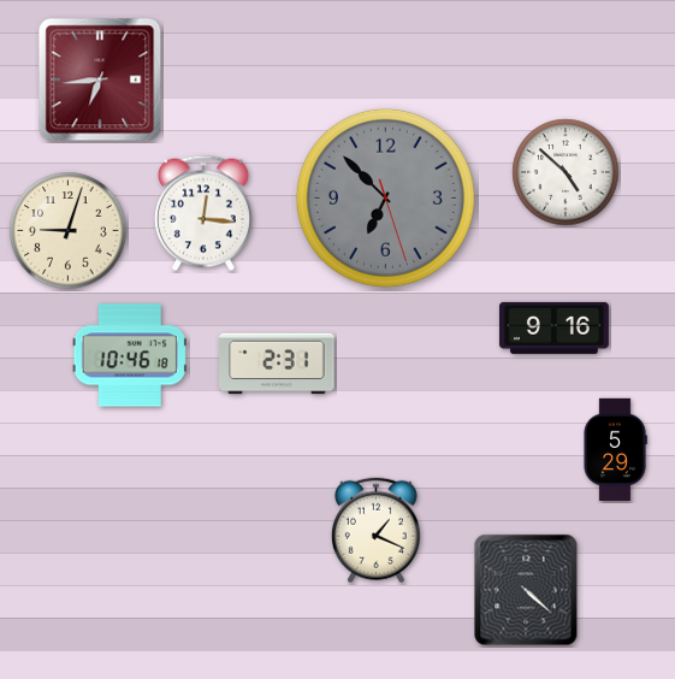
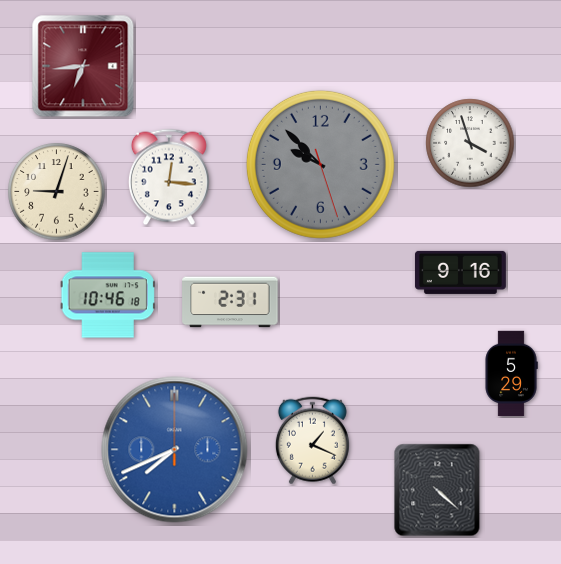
clock at (566, 172): 4:52 -> 3:57
clock at (385, 197): 6:52 -> 9:52
clock at (175, 450): none -> 7:41
